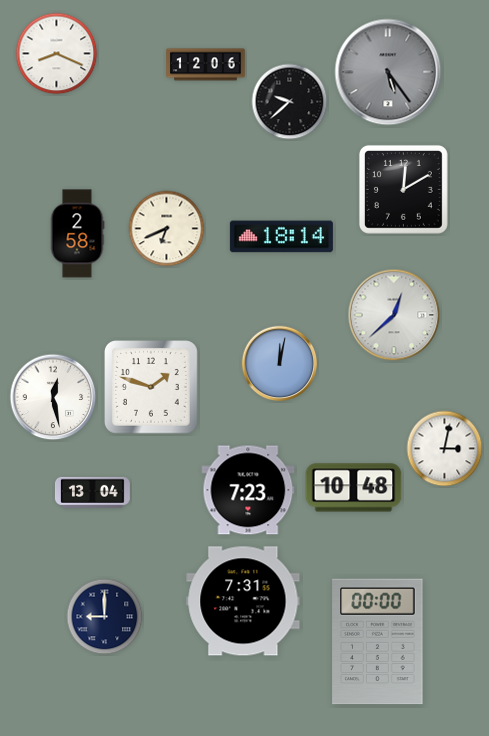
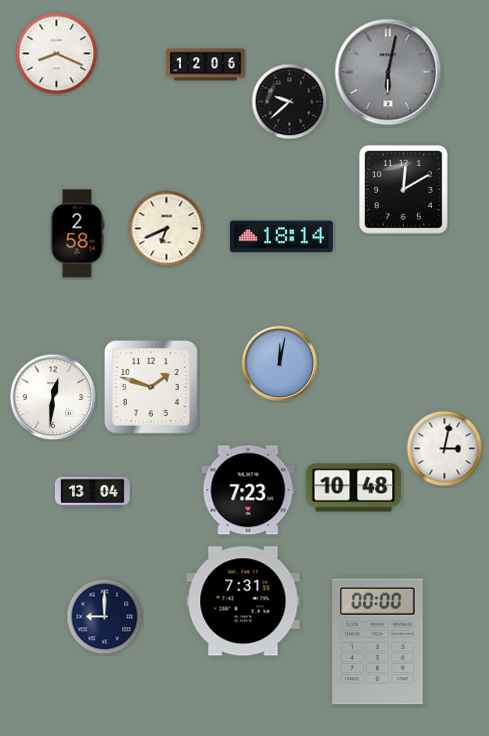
clock at (388, 72): 5:24 -> 6:02
clock at (394, 315): 12:38 -> none
clock at (53, 397): 12:28 -> 12:31
